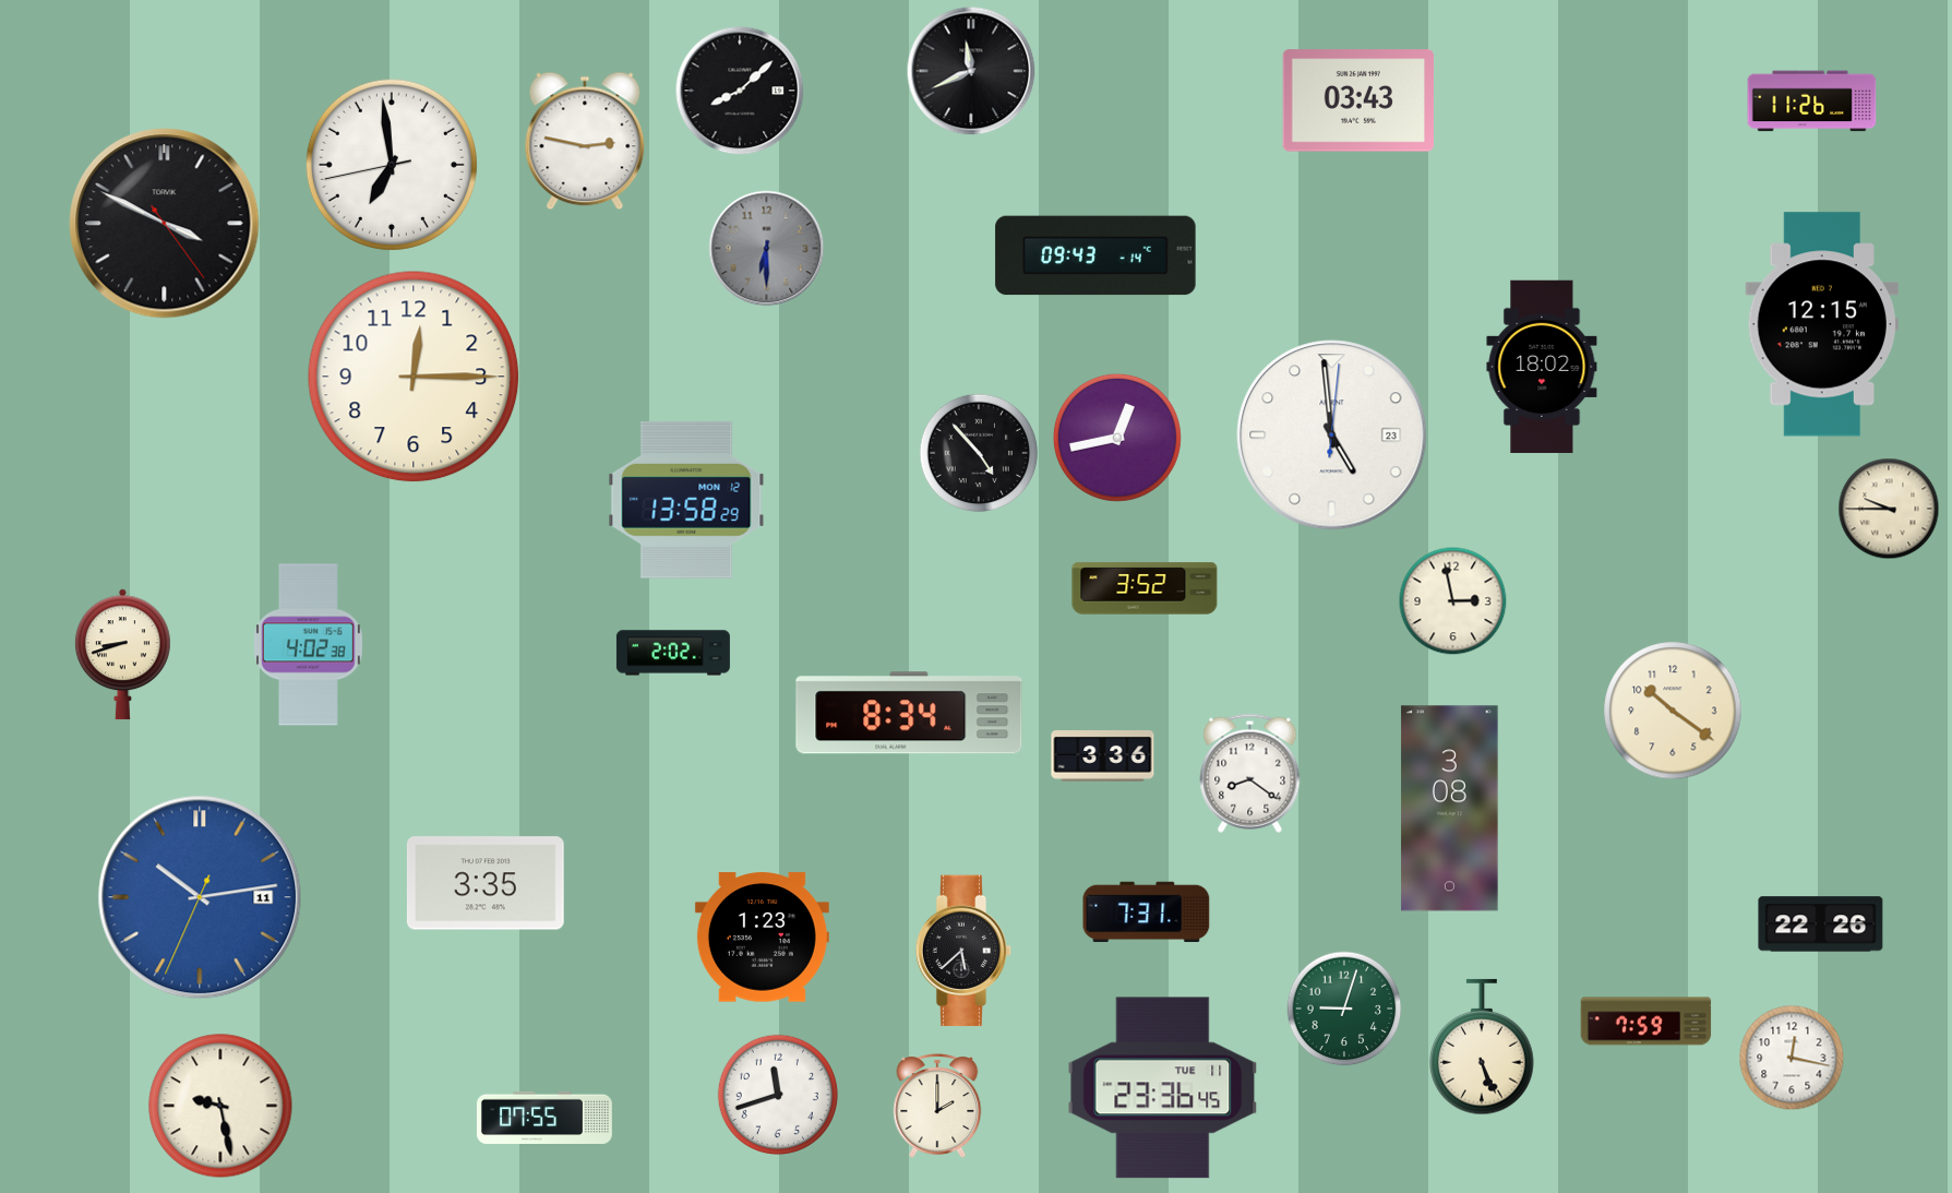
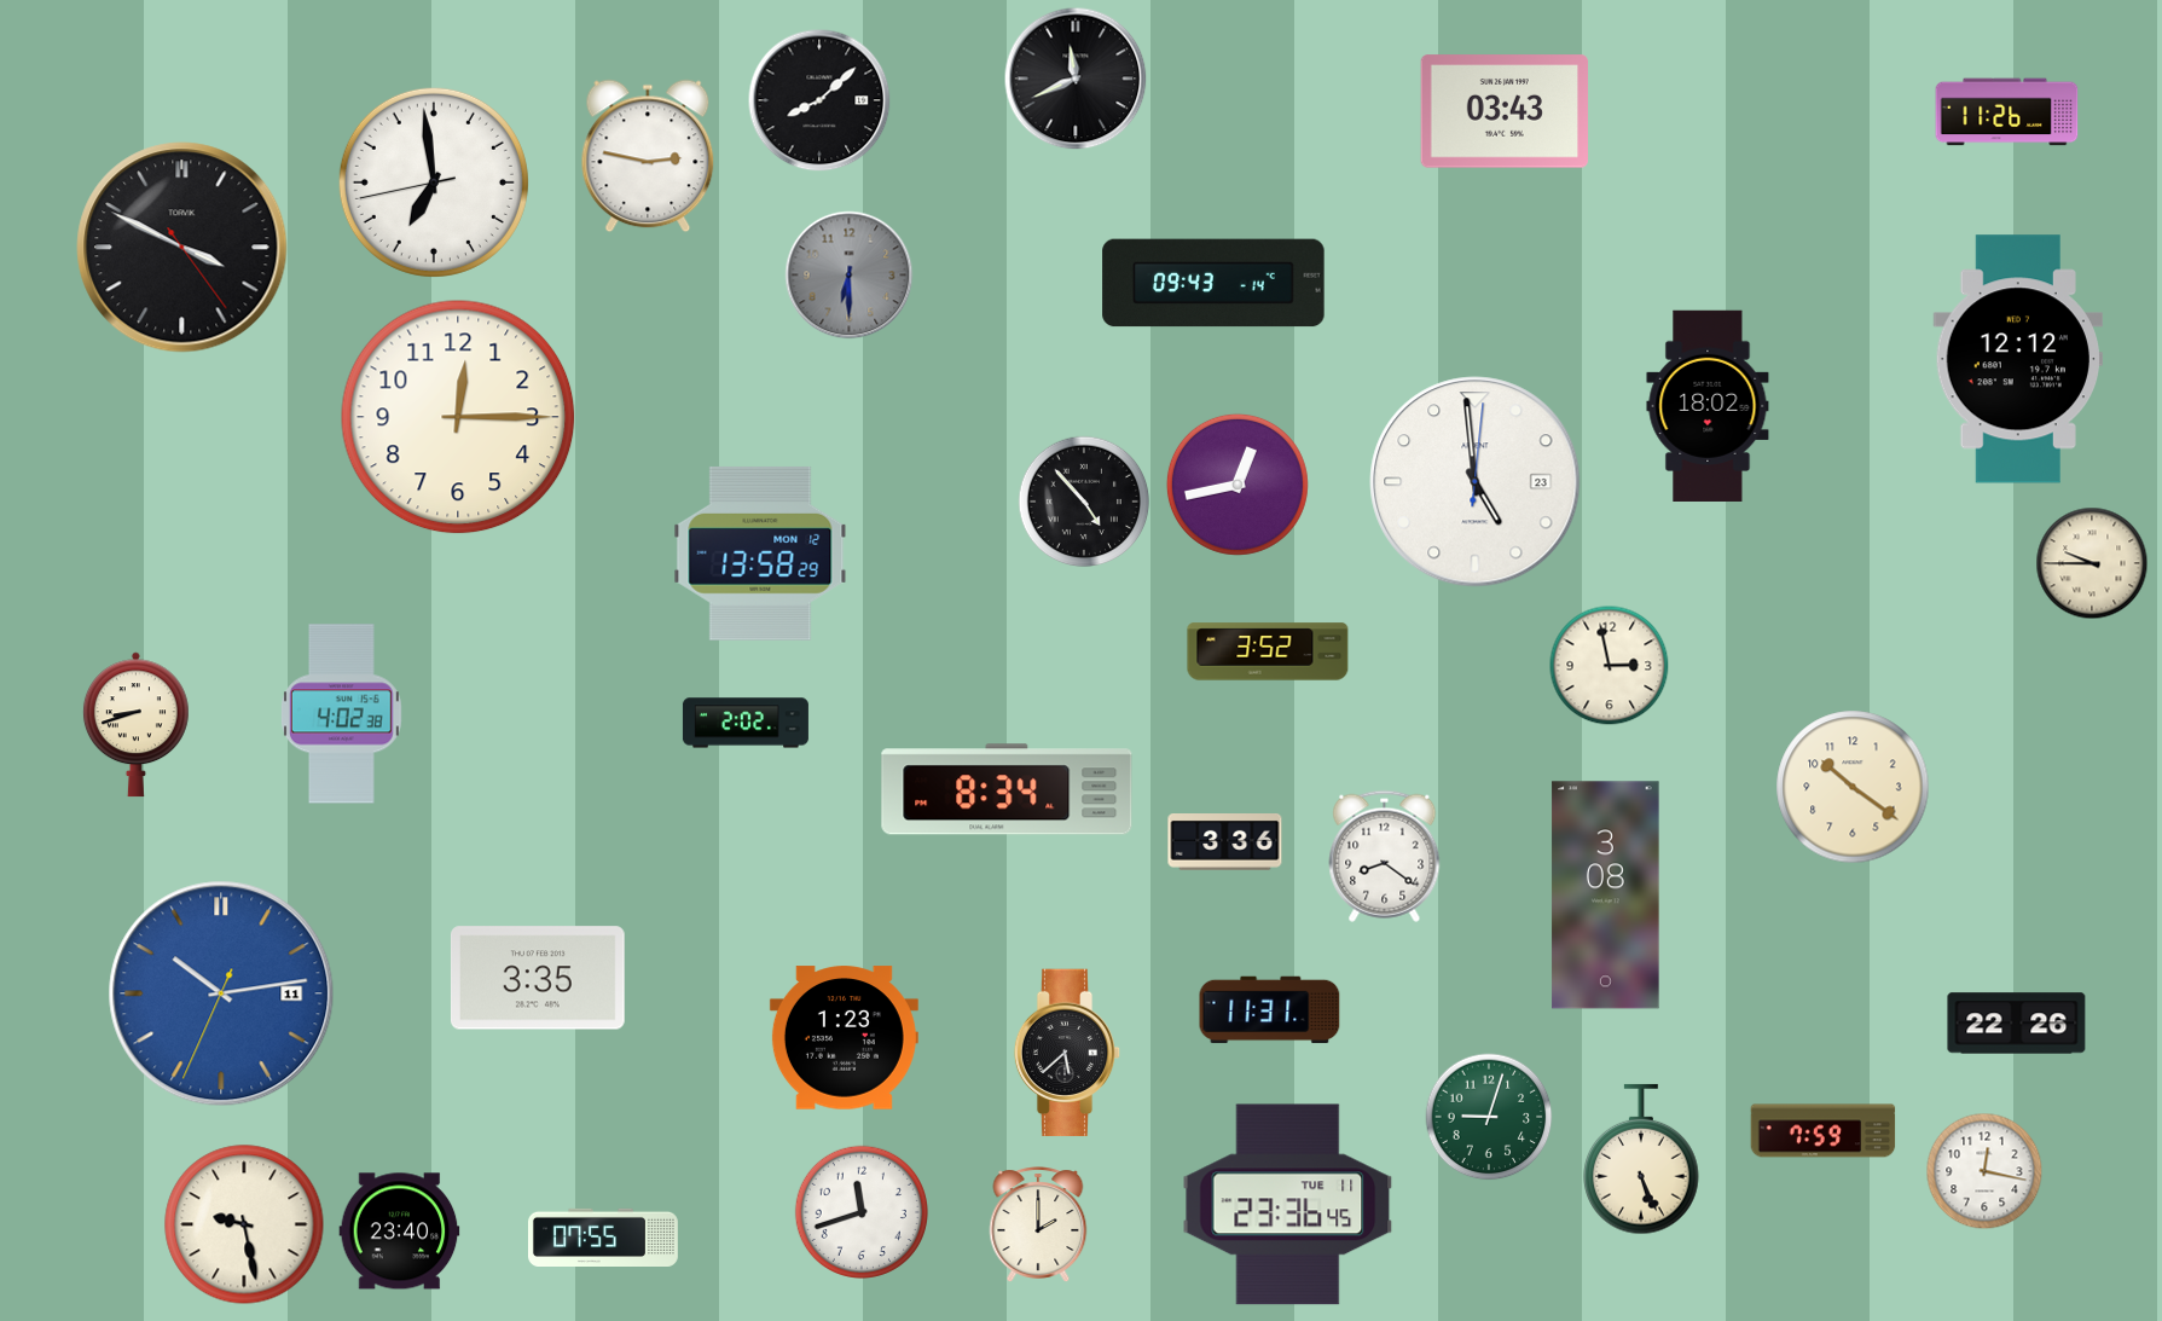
clock at (1821, 324): 12:15 -> 12:12
clock at (1103, 756) position: (1103, 756) -> (1225, 842)
clock at (1147, 912): 7:31 -> 11:31
clock at (400, 1232): none -> 23:40
